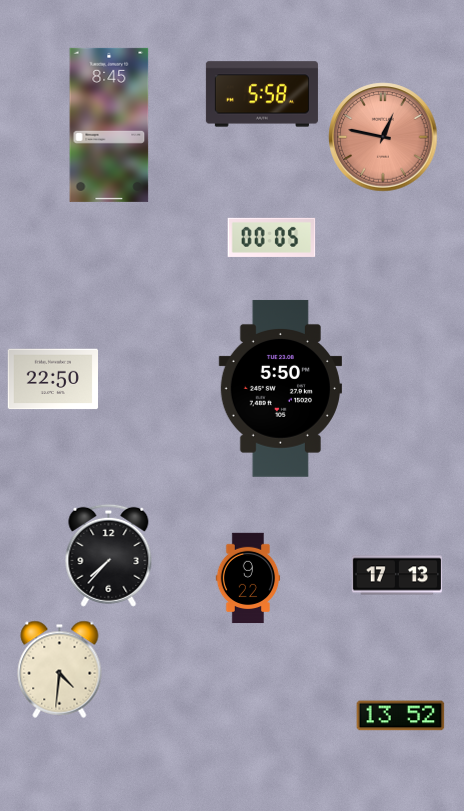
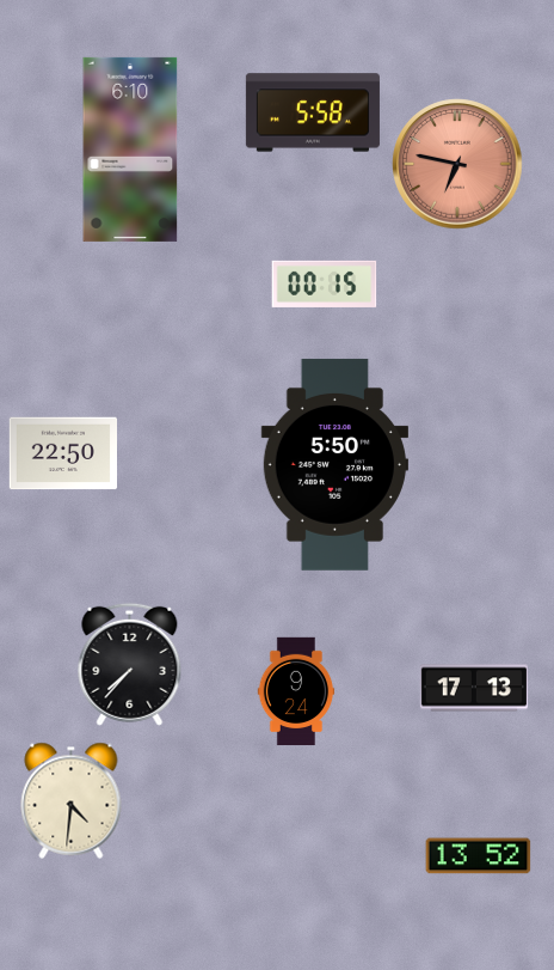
clock at (109, 125): 8:45 -> 6:10
clock at (383, 137): 12:47 -> 6:47
clock at (272, 237): 00:05 -> 00:15
clock at (248, 578): 9:22 -> 9:24
